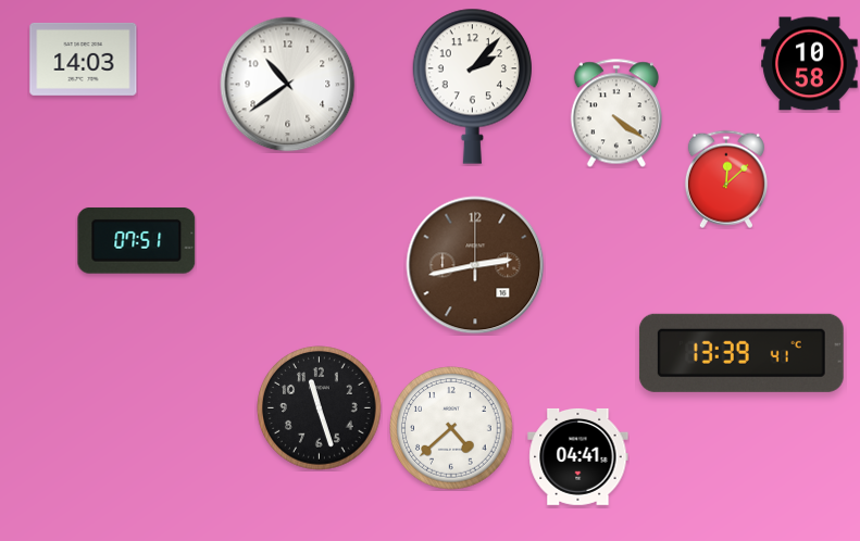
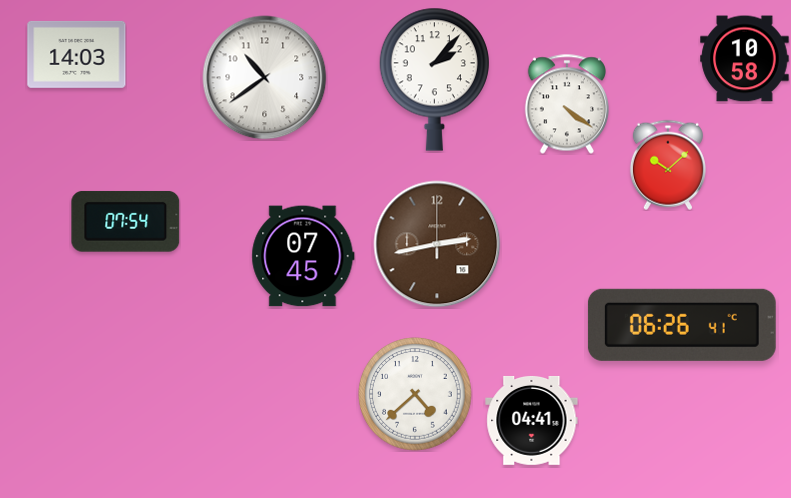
clock at (726, 179): 12:08 -> 10:08
clock at (137, 241): 07:51 -> 07:54
clock at (303, 256): none -> 07:45
clock at (741, 353): 13:39 -> 06:26
clock at (320, 408): 11:27 -> none
